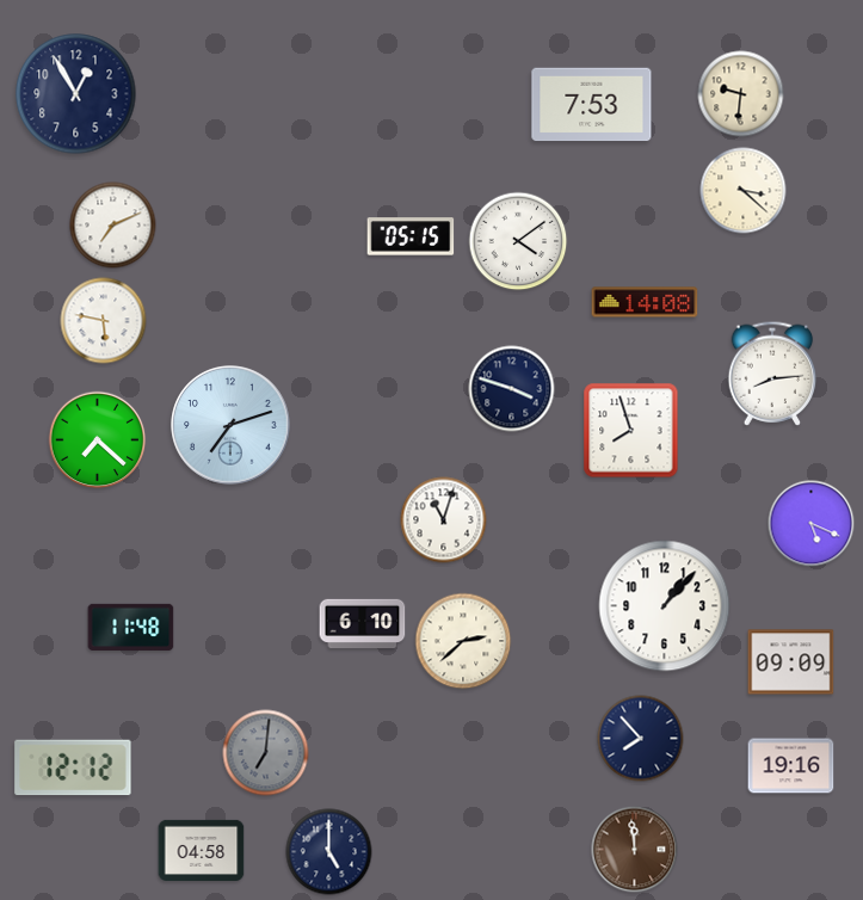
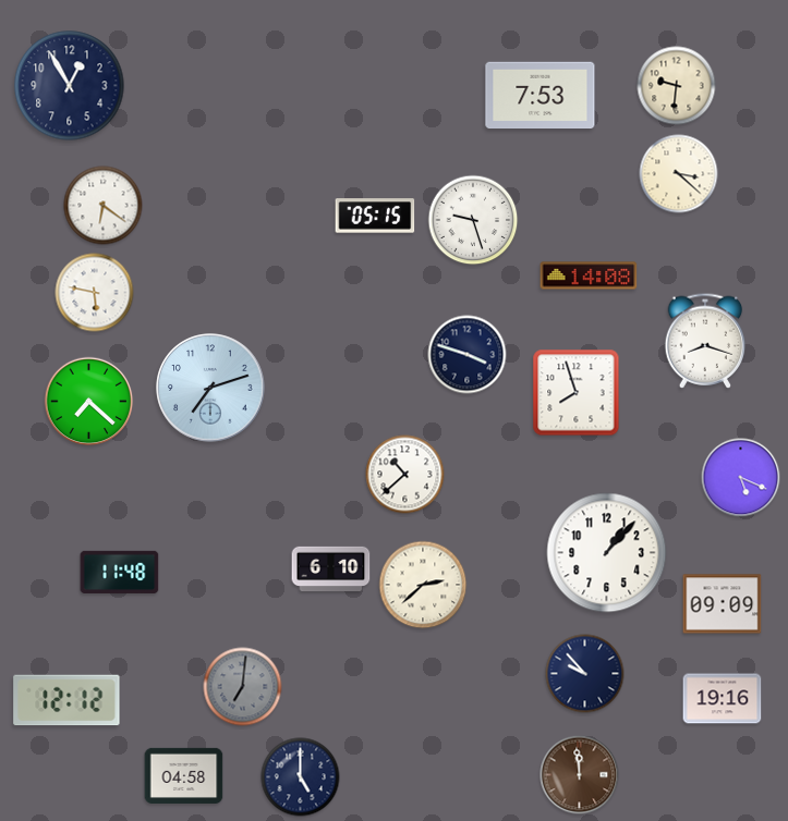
clock at (113, 226): 7:11 -> 6:21
clock at (518, 241): 4:09 -> 9:27
clock at (772, 374): 8:14 -> 8:18
clock at (444, 520): 11:03 -> 10:38
clock at (641, 739): 7:53 -> 9:53
